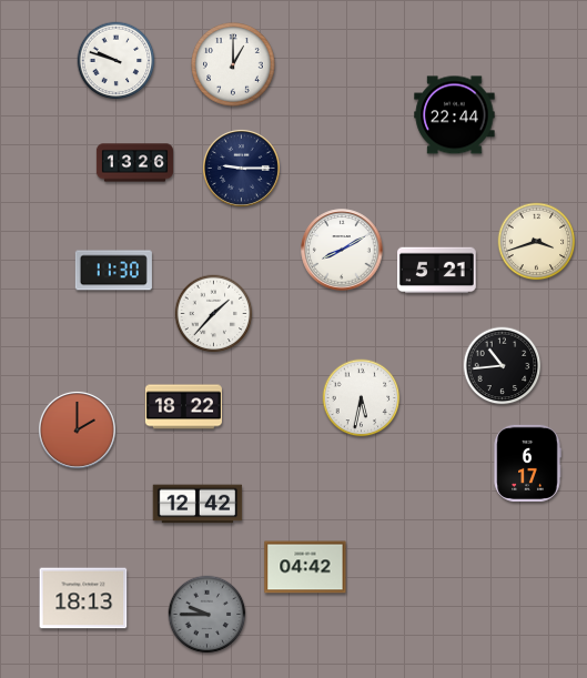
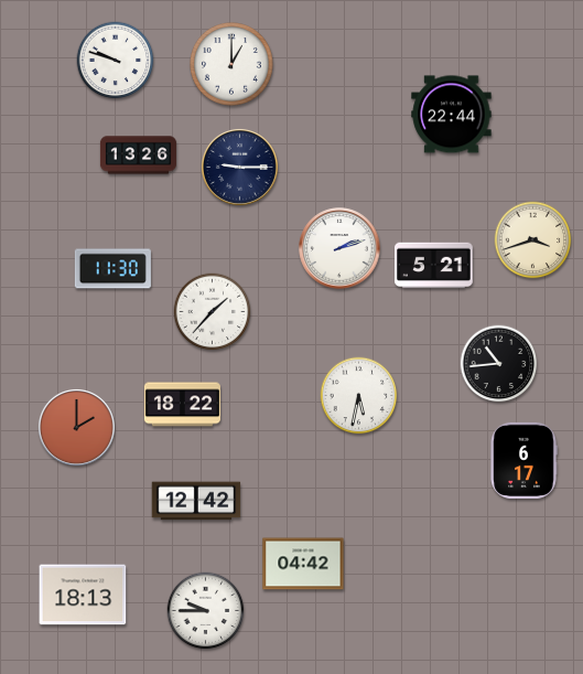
clock at (134, 163) position: (134, 163) -> (138, 156)
clock at (342, 250): 8:10 -> 2:12
clock at (437, 271) position: (437, 271) -> (434, 266)
clock at (208, 615) dial: grey -> white
